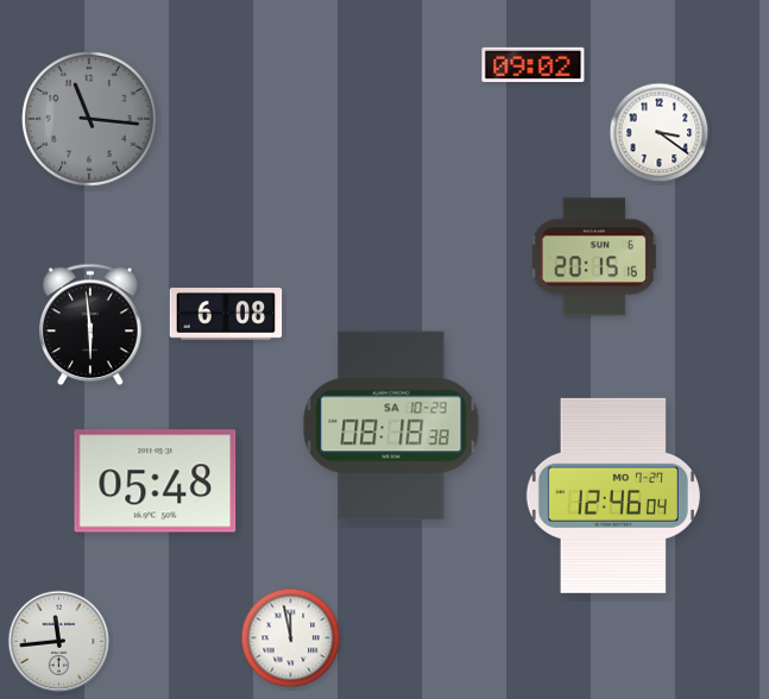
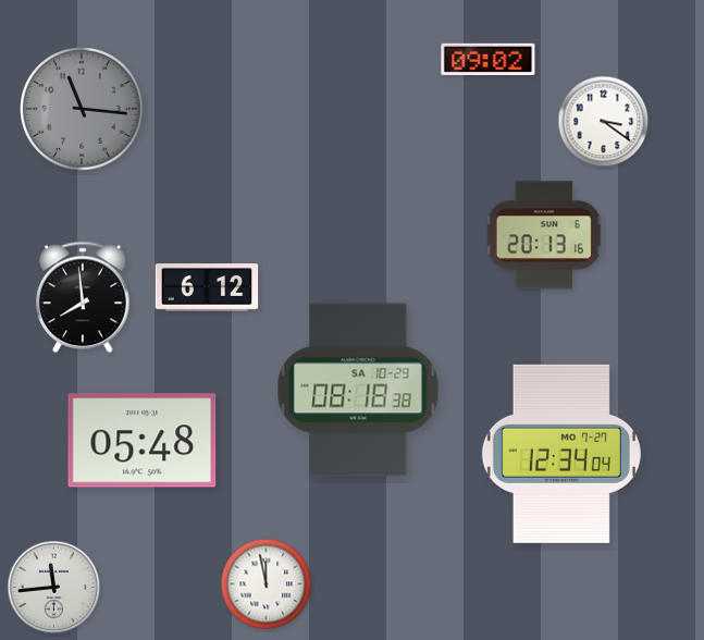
clock at (594, 257): 20:15 -> 20:13
clock at (226, 314): 6:08 -> 6:12
clock at (90, 325): 5:59 -> 7:59
clock at (613, 496): 12:46 -> 12:34
